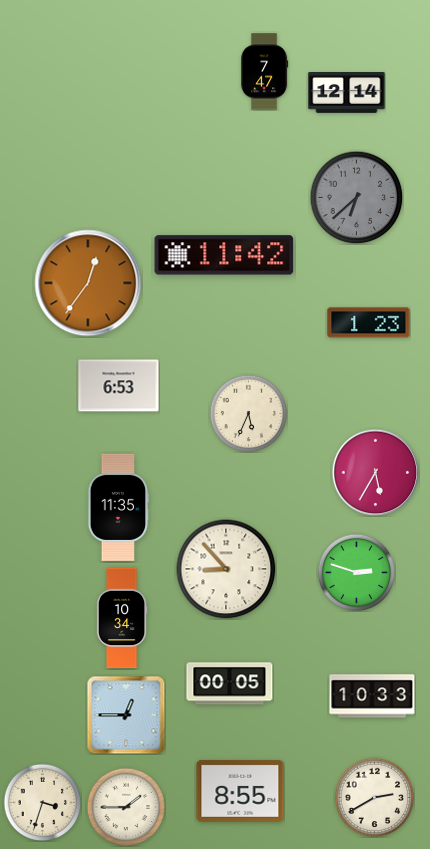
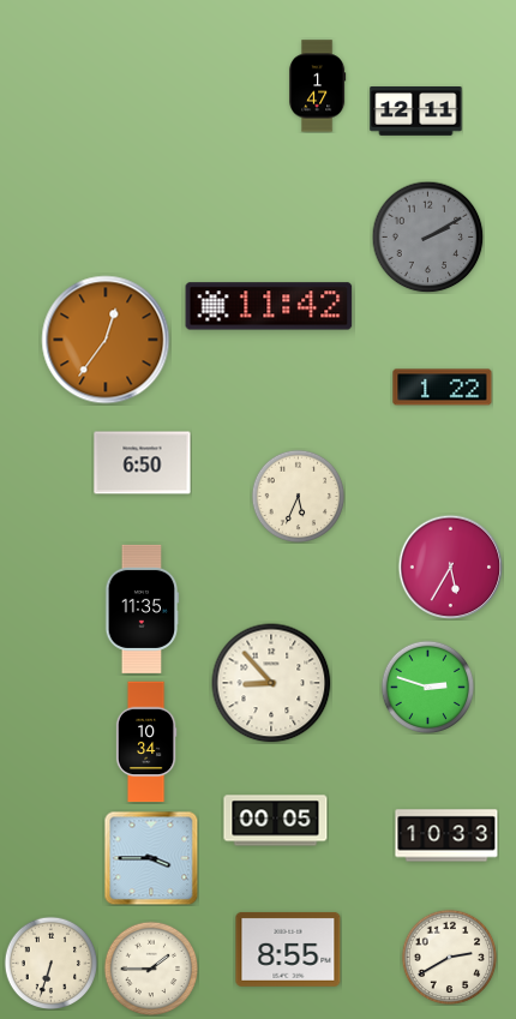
clock at (265, 72): 7:47 -> 1:47
clock at (347, 93): 12:14 -> 12:11
clock at (356, 197): 6:38 -> 2:10
clock at (369, 323): 1:23 -> 1:22
clock at (119, 386): 6:53 -> 6:50
clock at (126, 715): 12:45 -> 3:45
clock at (42, 802): 3:33 -> 6:33
